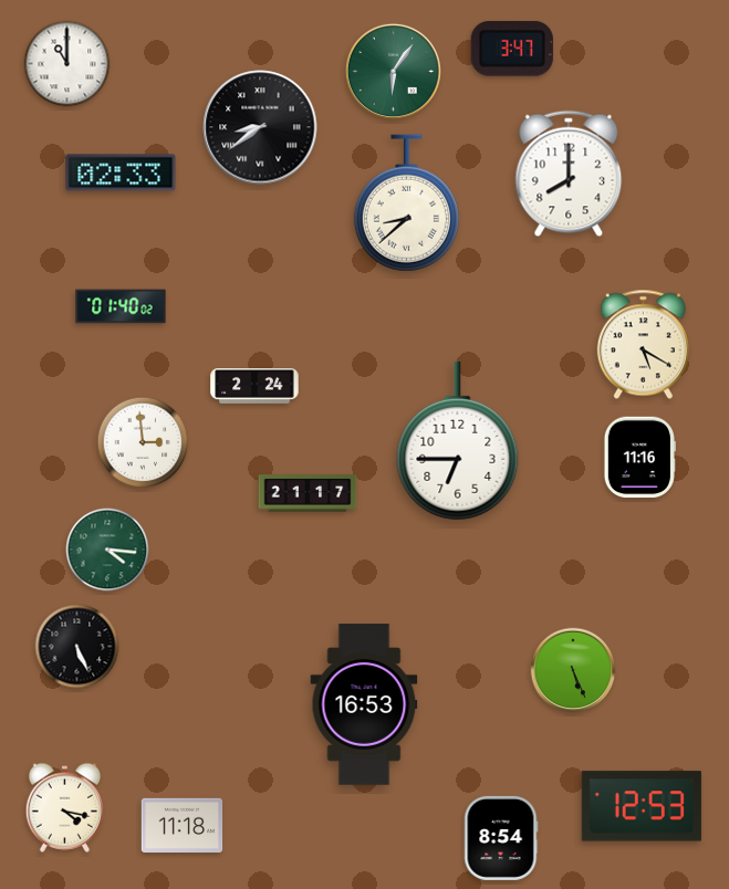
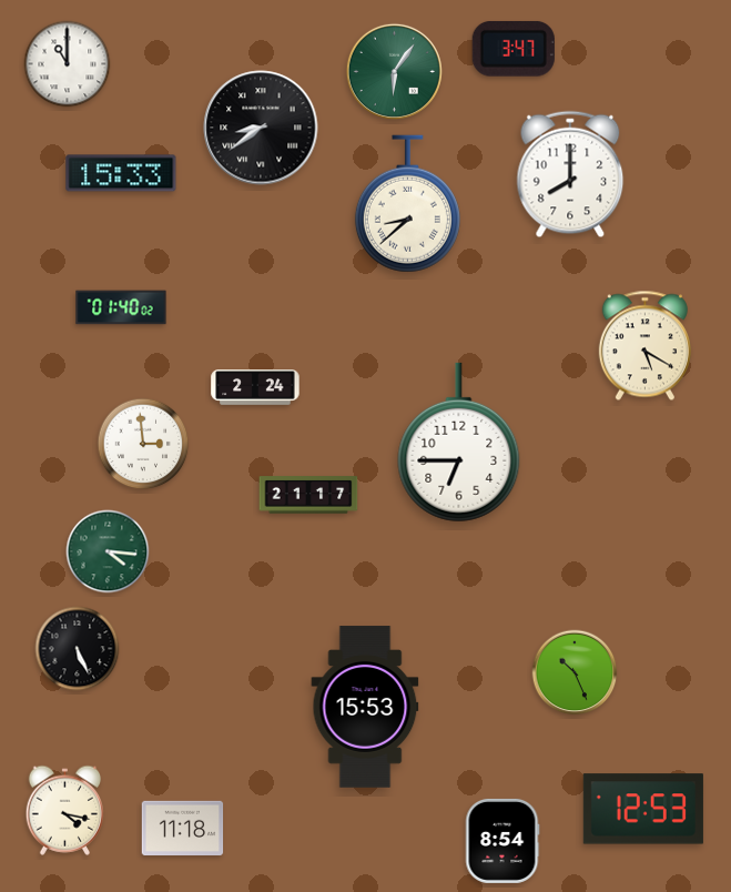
clock at (121, 172): 02:33 -> 15:33
clock at (639, 458): 11:16 -> none
clock at (573, 670): 5:26 -> 10:26
clock at (364, 704): 16:53 -> 15:53
